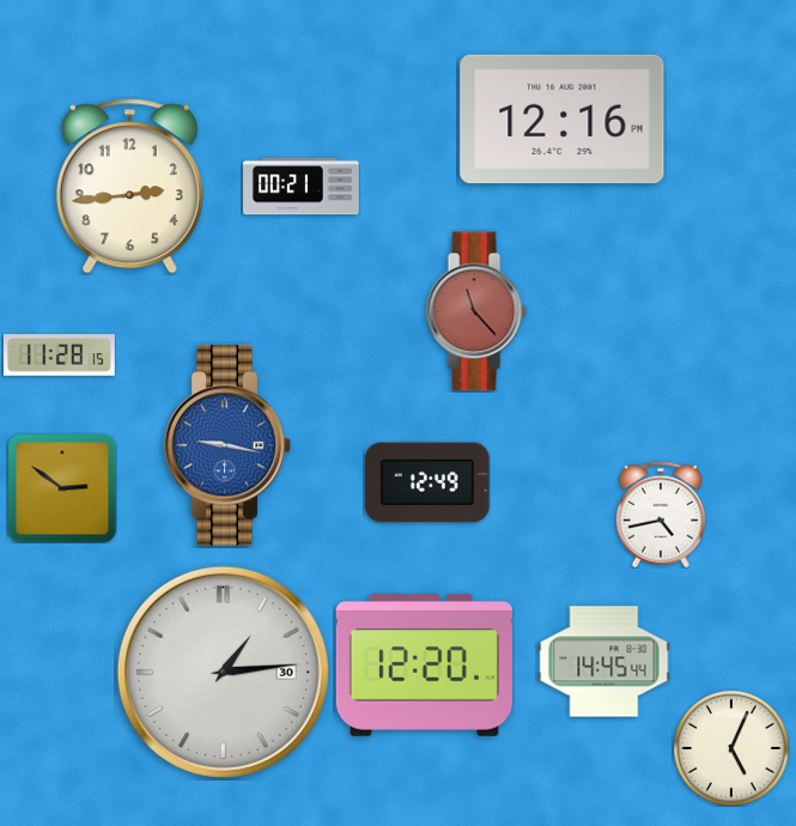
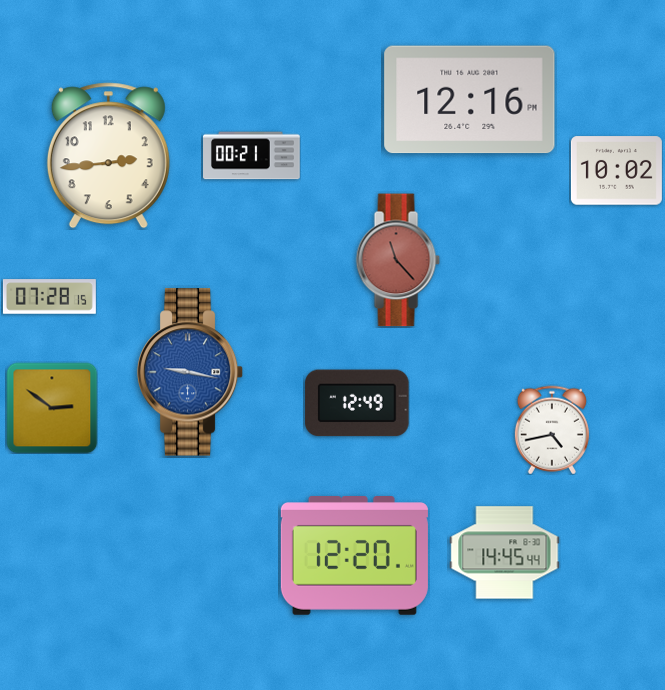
clock at (616, 171): none -> 10:02
clock at (59, 356): 11:28 -> 07:28
clock at (223, 672): 1:14 -> none
clock at (731, 748): 5:04 -> none
